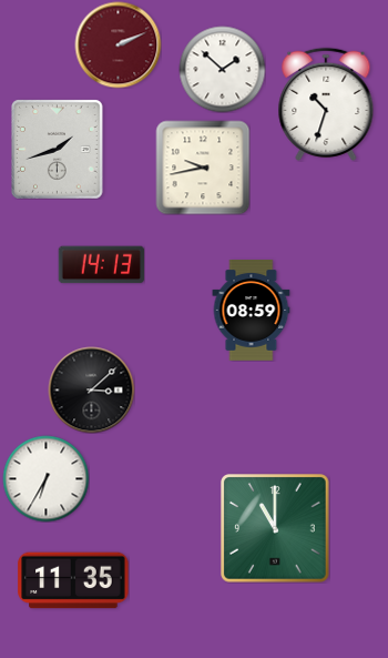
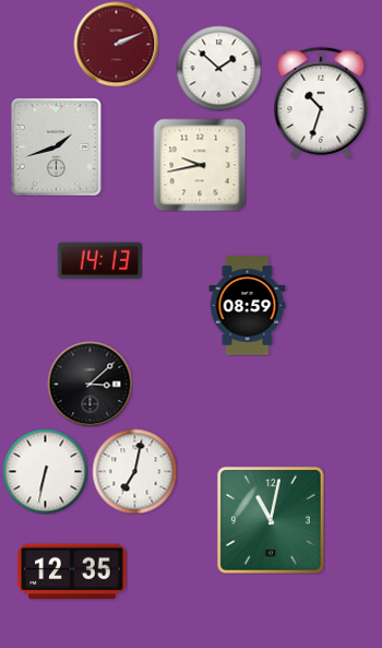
clock at (45, 478): 6:35 -> 6:32
clock at (134, 471): none -> 7:02
clock at (275, 528): 11:00 -> 11:02
clock at (73, 580): 11:35 -> 12:35
